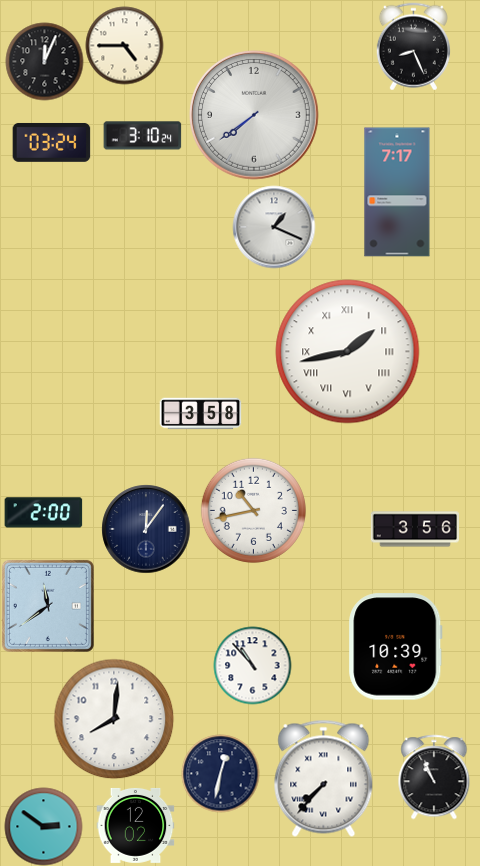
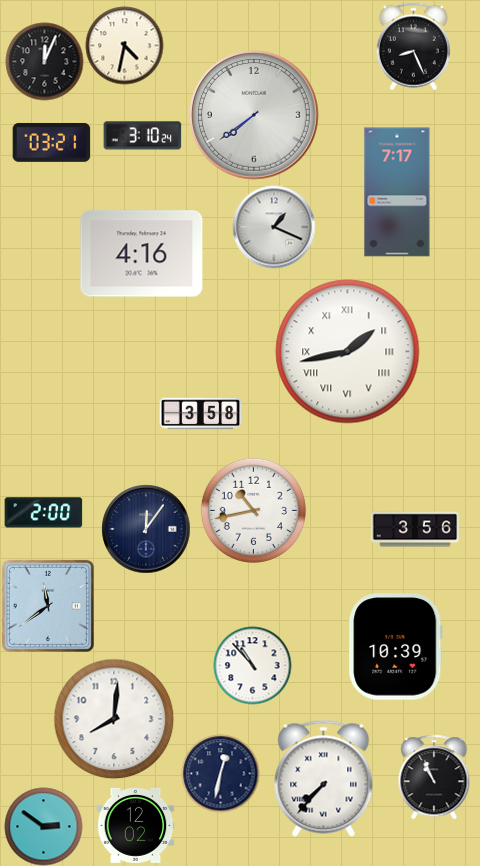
clock at (124, 45): 4:45 -> 4:32
clock at (51, 143): 03:24 -> 03:21
clock at (142, 254): none -> 4:16
